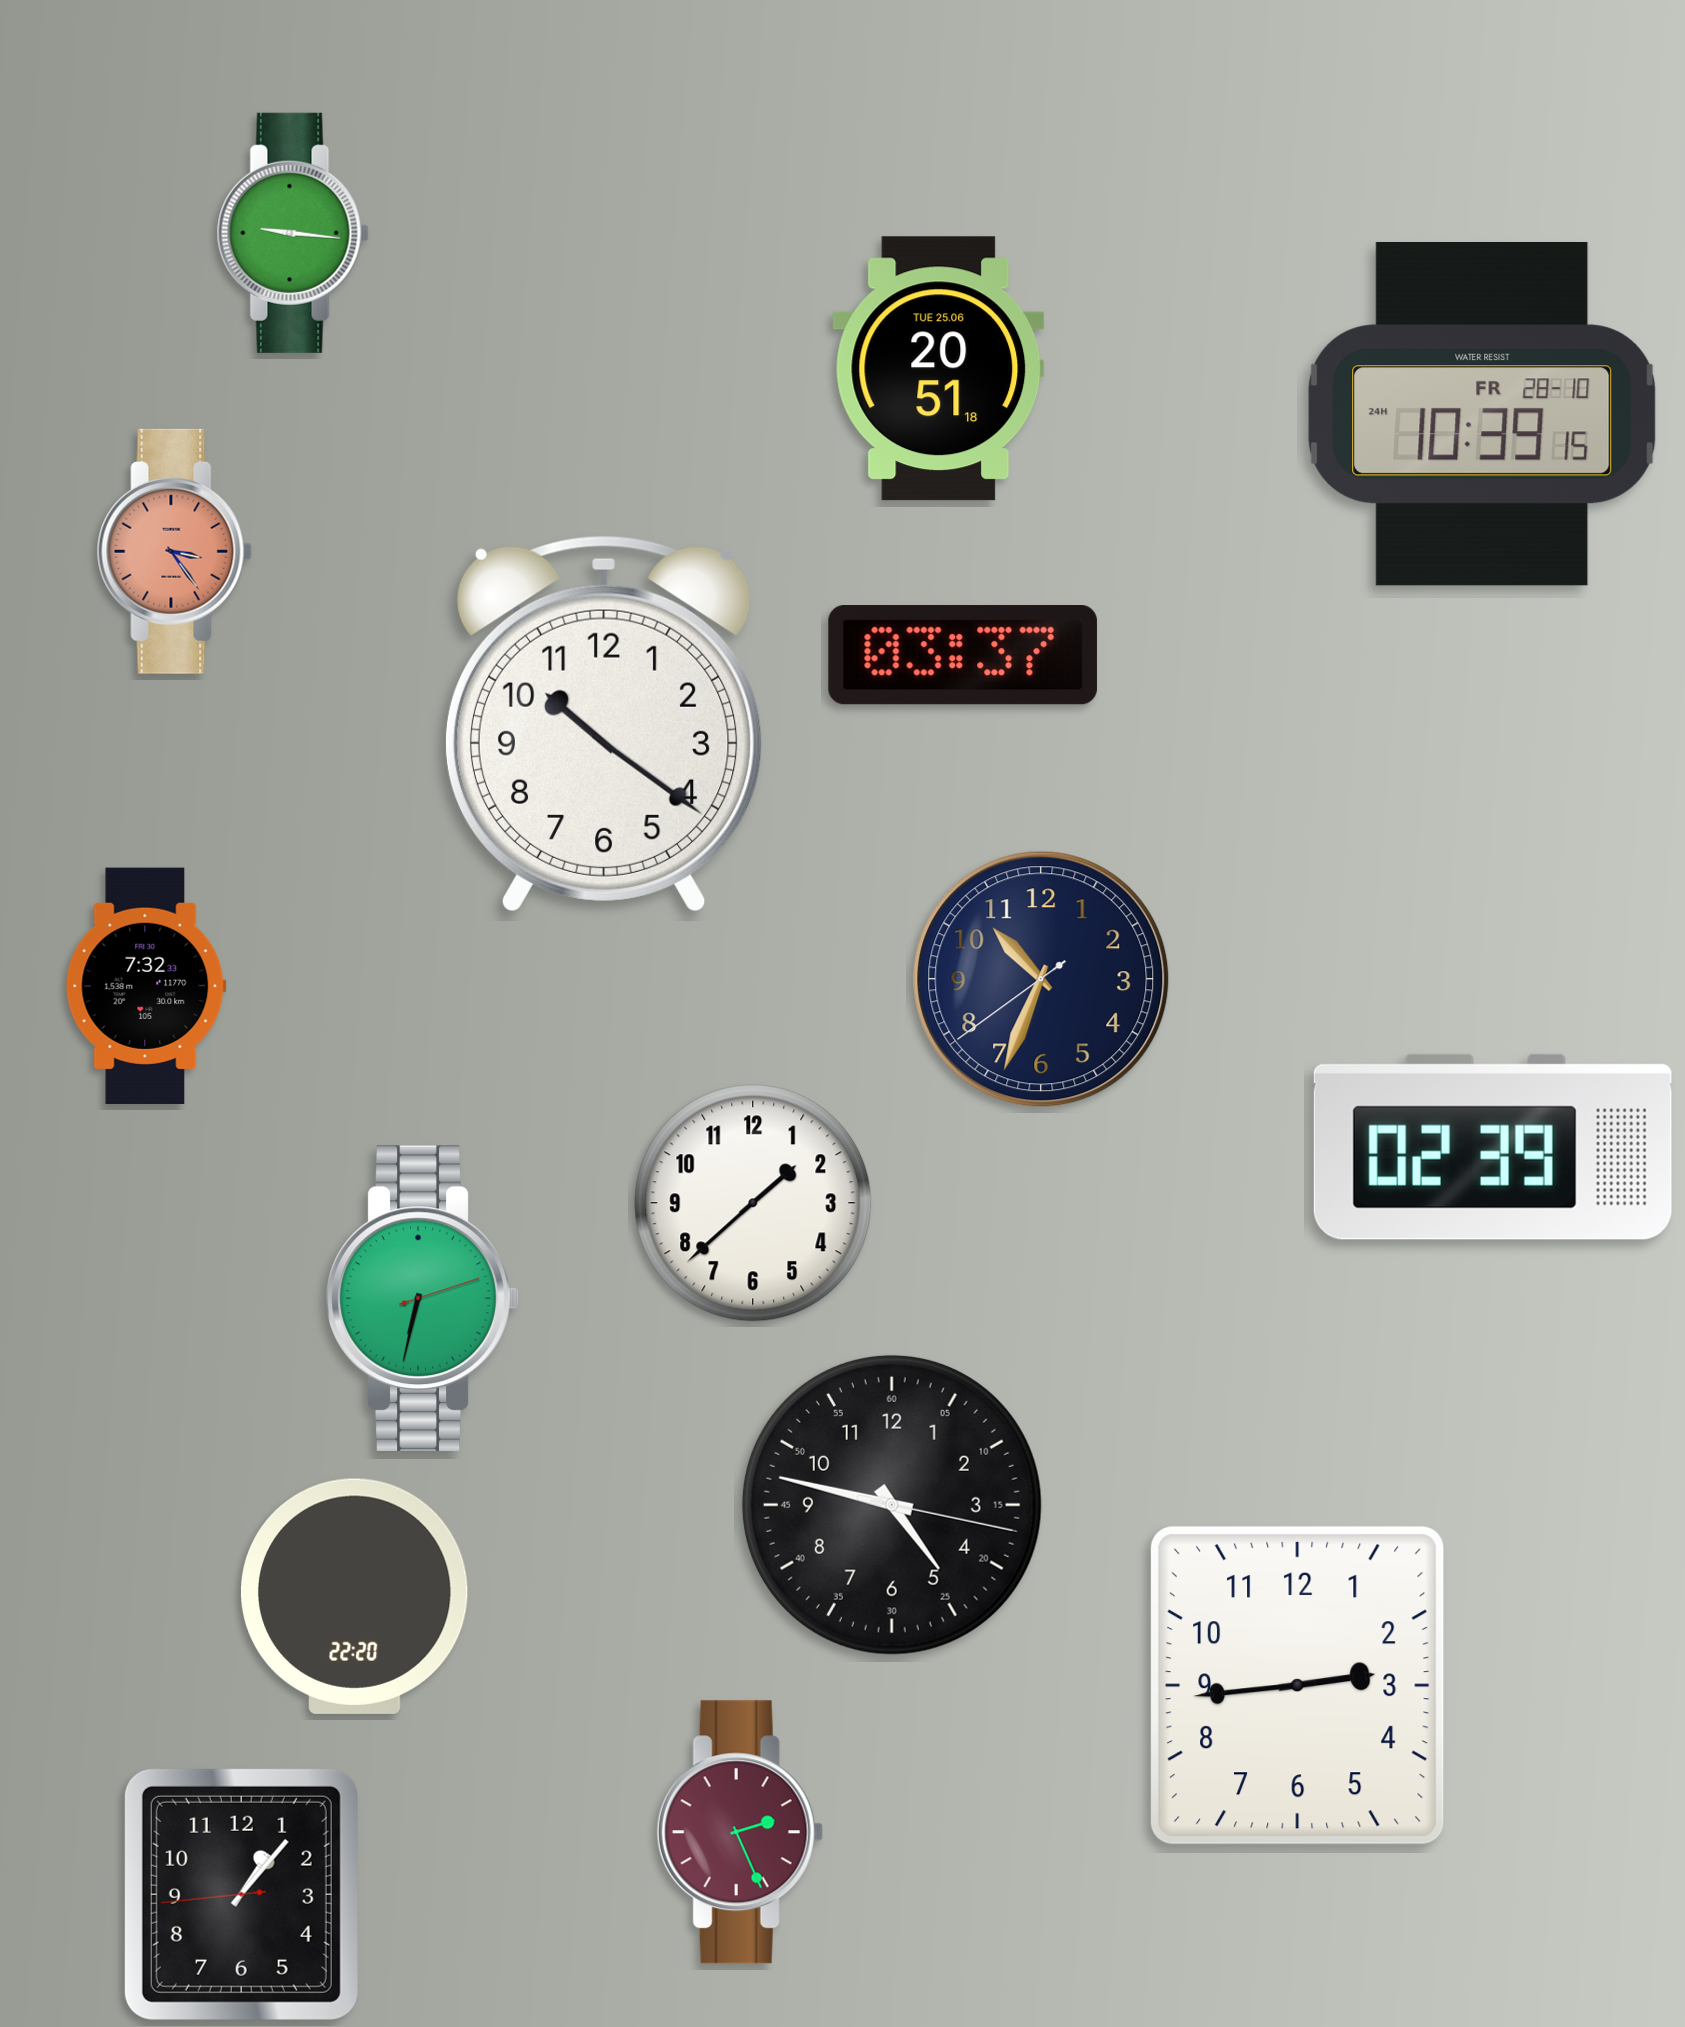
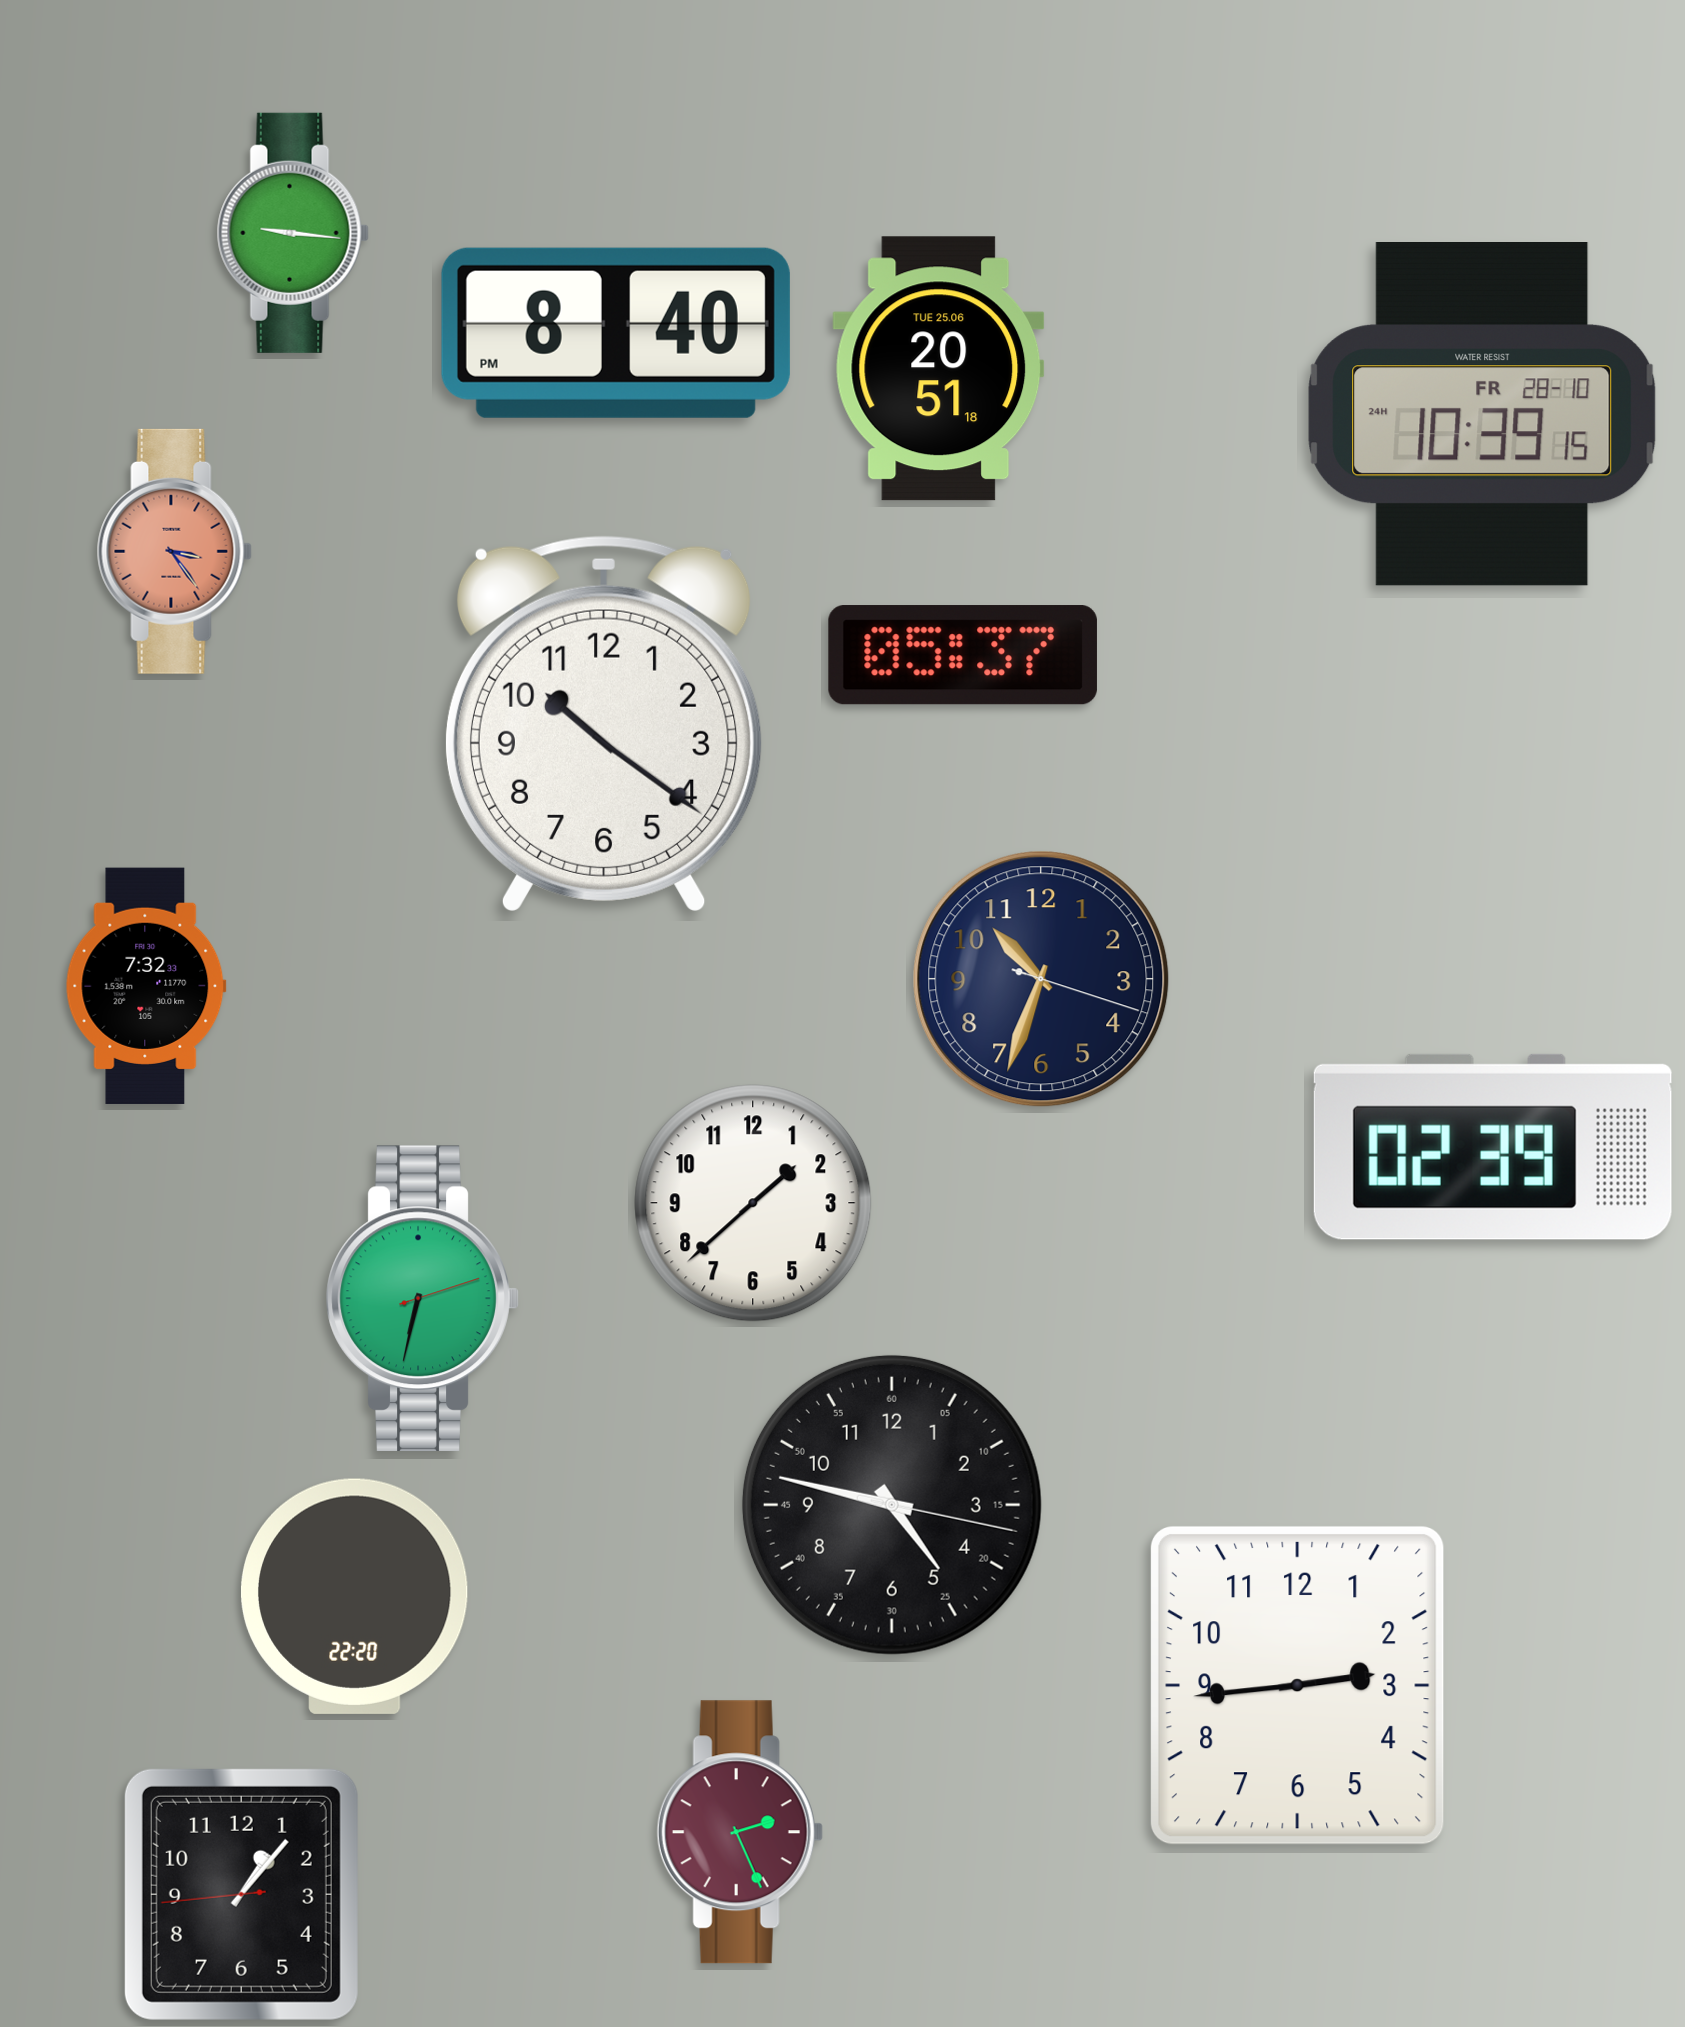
clock at (616, 333): none -> 8:40
clock at (963, 655): 03:37 -> 05:37
clock at (1041, 979): 10:33:39 -> 10:33:18
